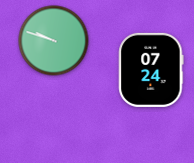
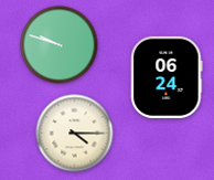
clock at (151, 70): 07:24 -> 06:24
clock at (75, 134): none -> 4:15
